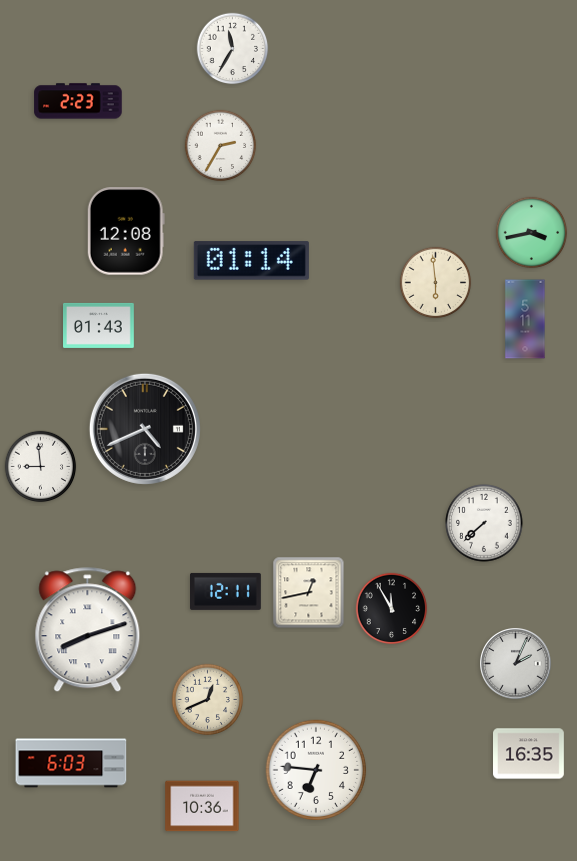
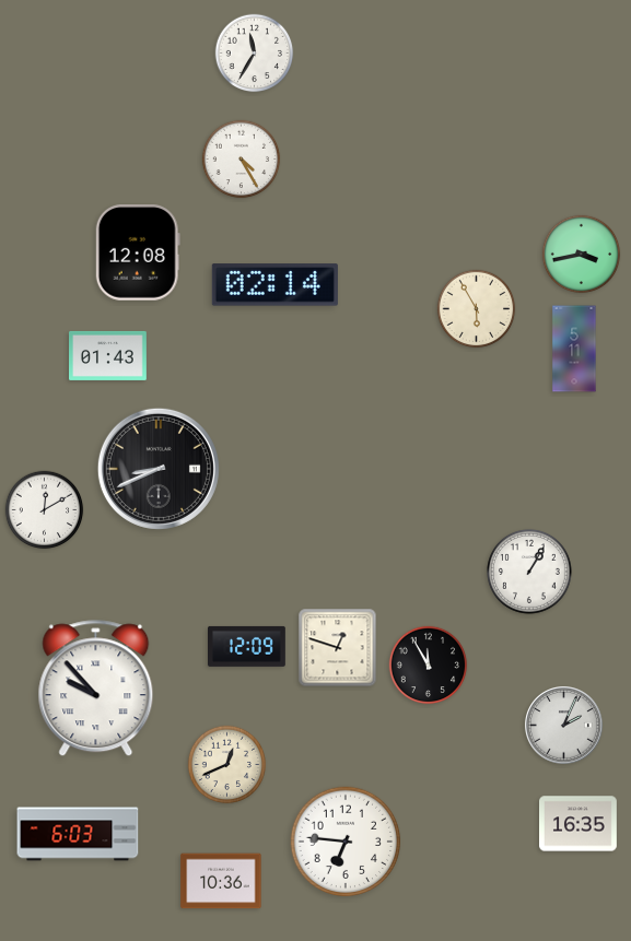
clock at (78, 101): 2:23 -> none
clock at (221, 146): 2:35 -> 4:25
clock at (251, 261): 01:14 -> 02:14
clock at (436, 283): 5:59 -> 5:55
clock at (145, 429): 4:41 -> 8:41
clock at (41, 467): 8:59 -> 12:10
clock at (485, 524): 7:38 -> 1:05
clock at (226, 591): 12:11 -> 12:09
clock at (309, 593): 12:43 -> 12:48
clock at (88, 630): 8:12 -> 9:53
